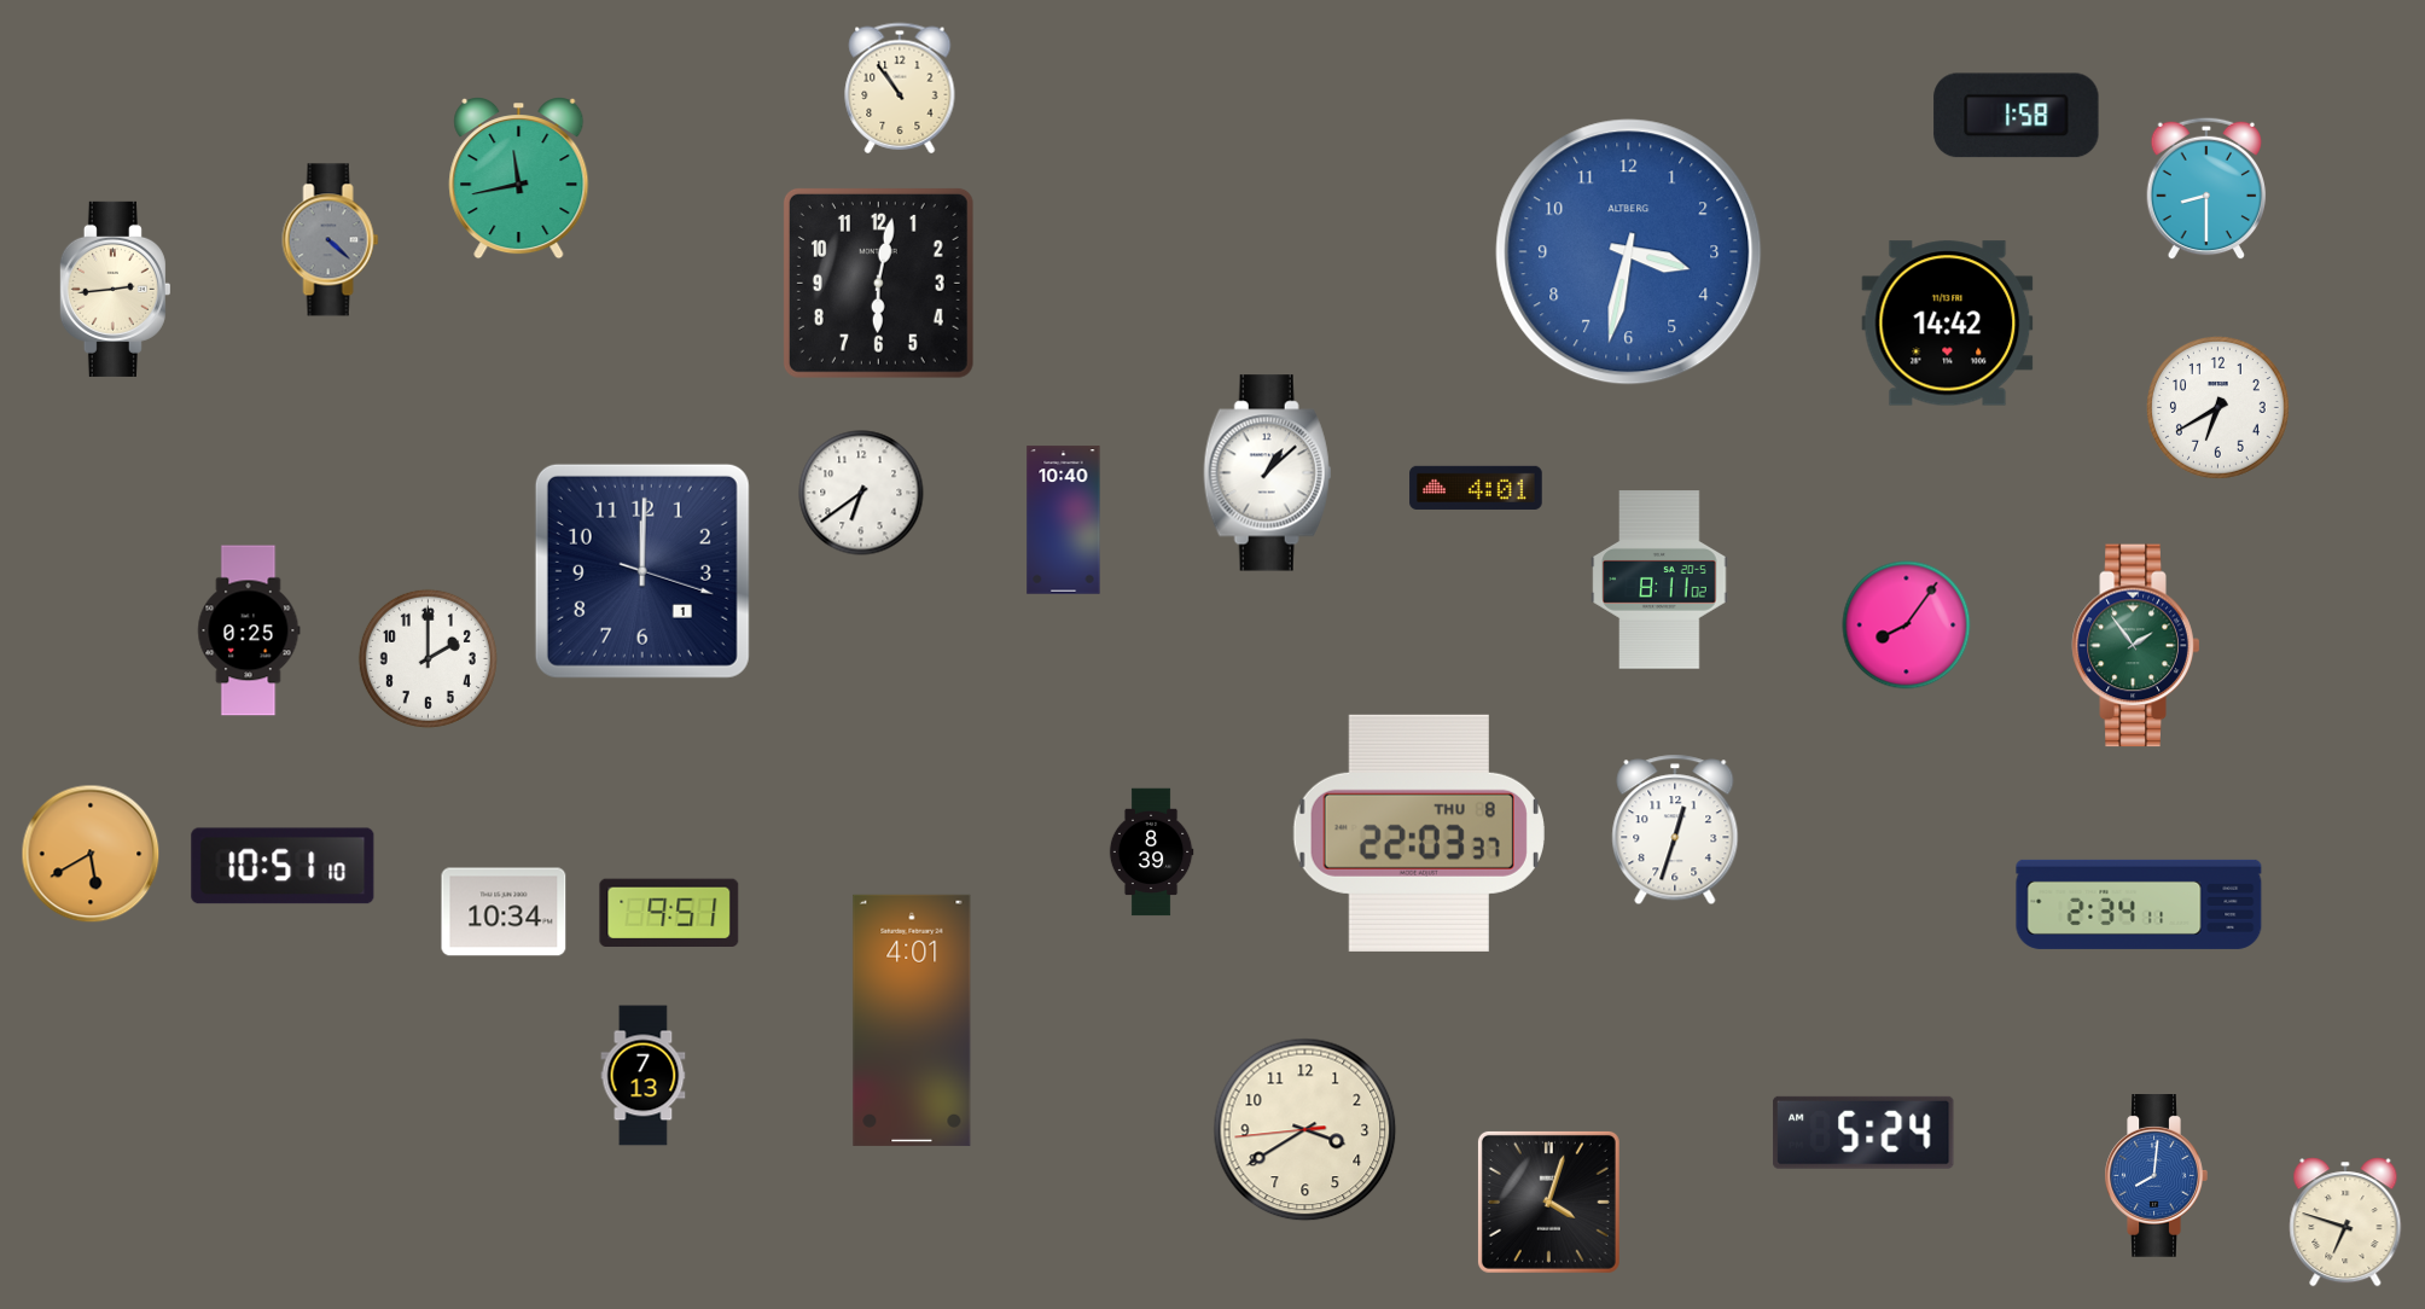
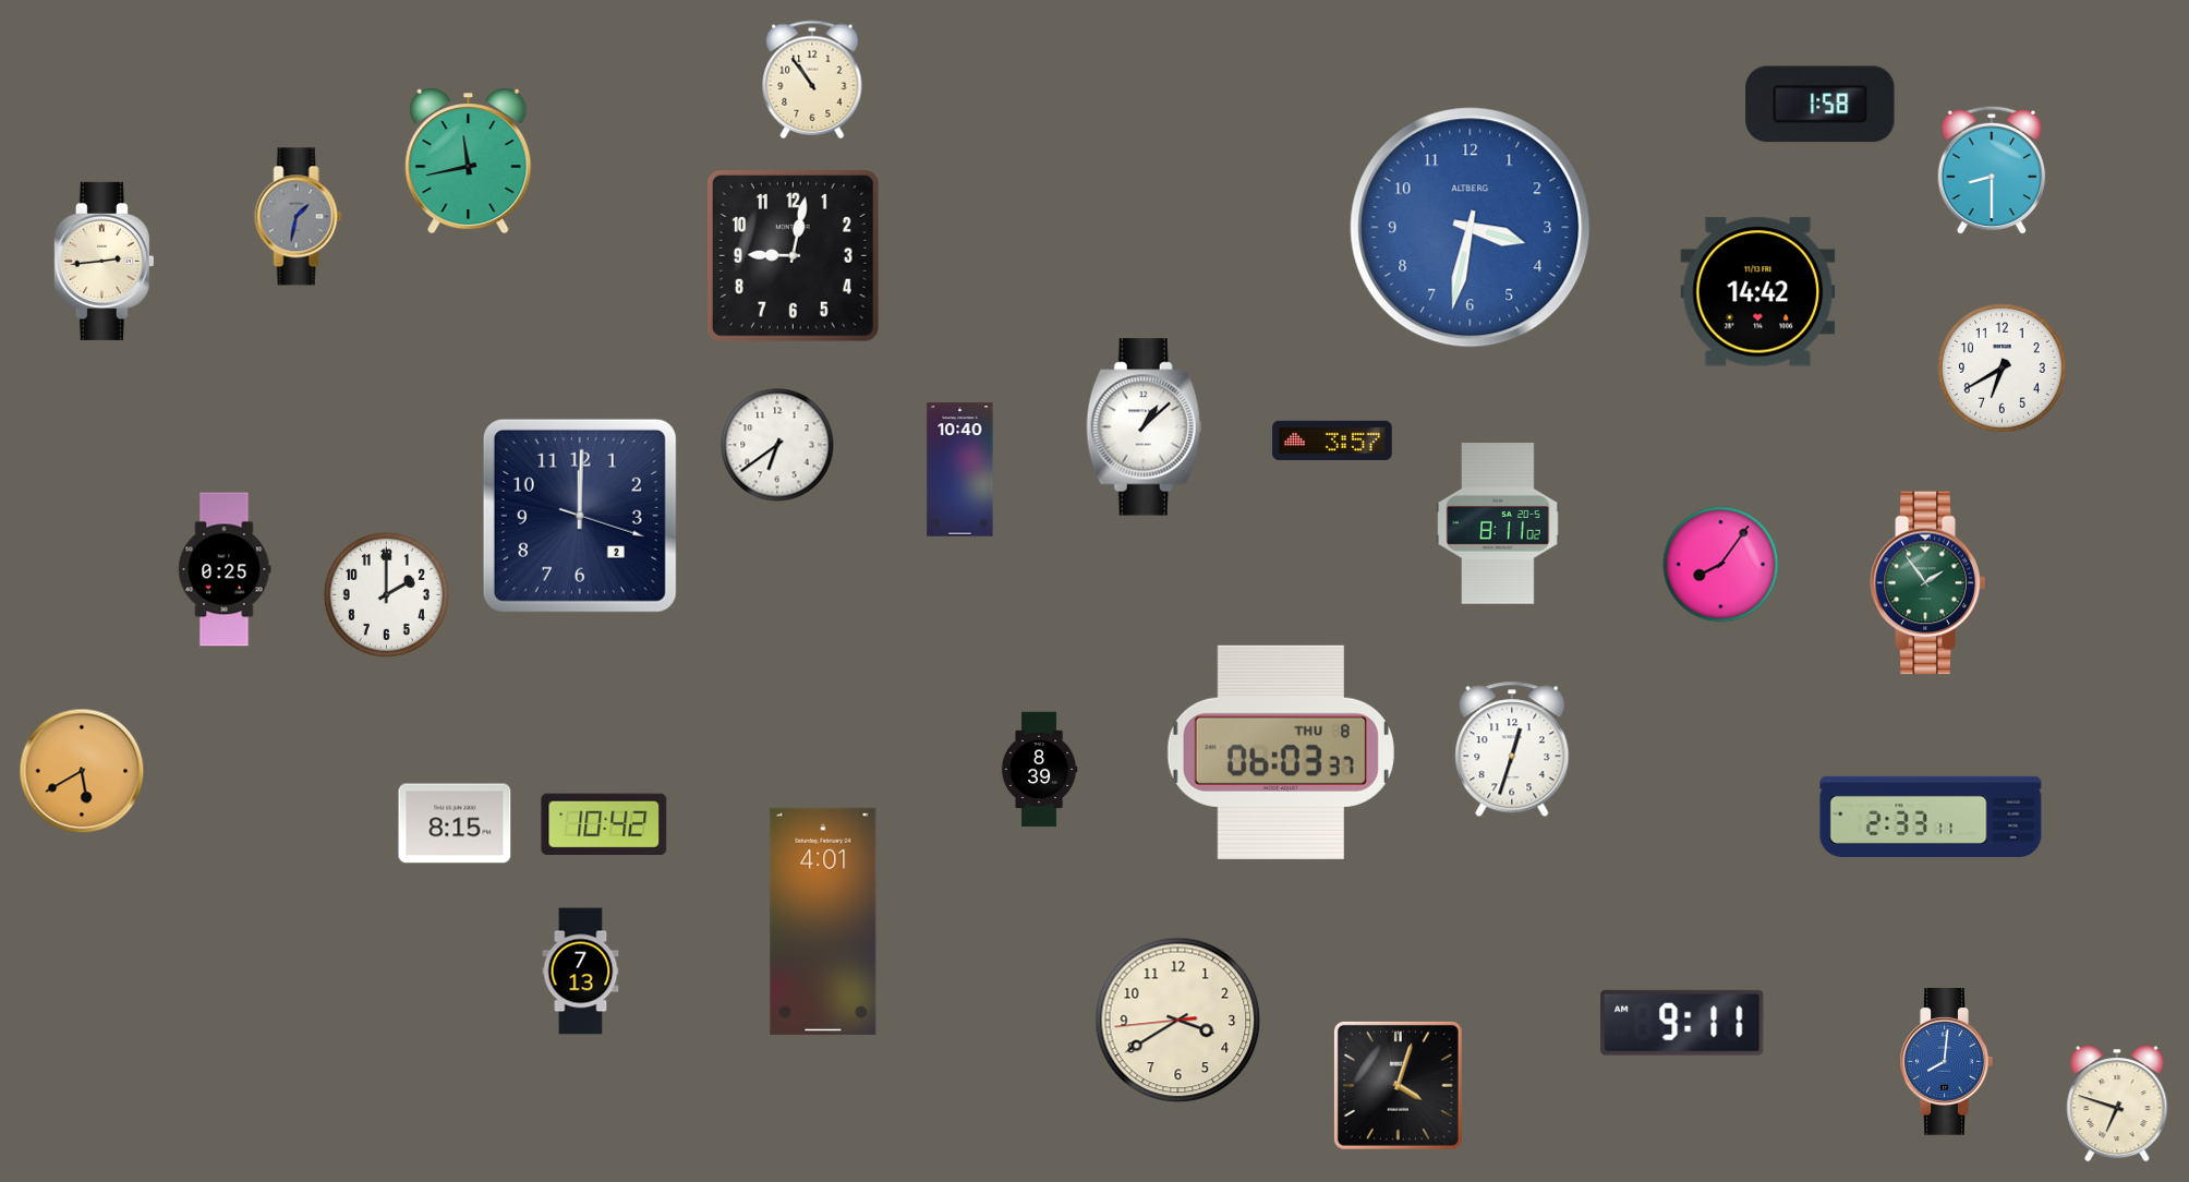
clock at (331, 240): 4:22 -> 1:32
clock at (878, 283): 6:02 -> 9:02
clock at (1476, 488): 4:01 -> 3:57
clock at (642, 571) date: 1 -> 2
clock at (1419, 833): 22:03 -> 06:03
clock at (283, 866): 10:51 -> none
clock at (2139, 904): 2:34 -> 2:33
clock at (504, 912): 10:34 -> 8:15
clock at (669, 912): 9:51 -> 10:42
clock at (1863, 1133): 5:24 -> 9:11
